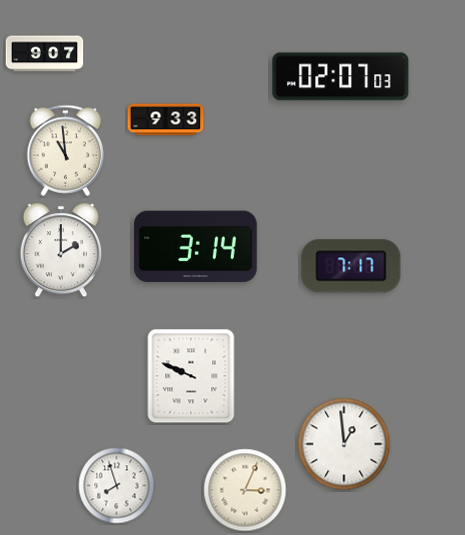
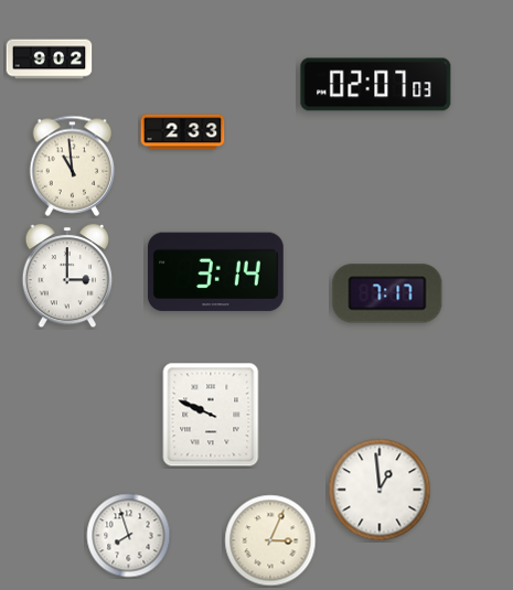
clock at (45, 54): 9:07 -> 9:02
clock at (166, 120): 9:33 -> 2:33
clock at (61, 251): 2:00 -> 3:00
